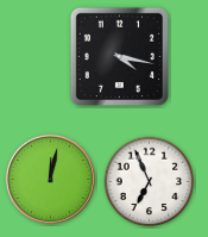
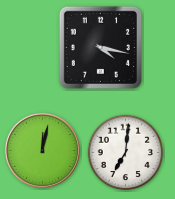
clock at (150, 182): 6:56 -> 7:01
